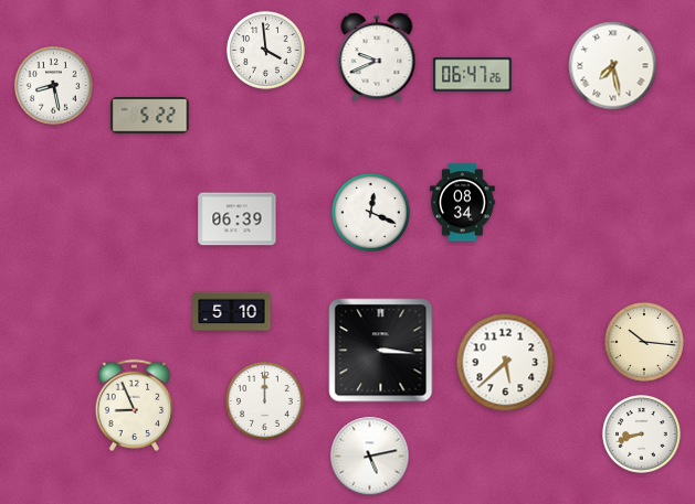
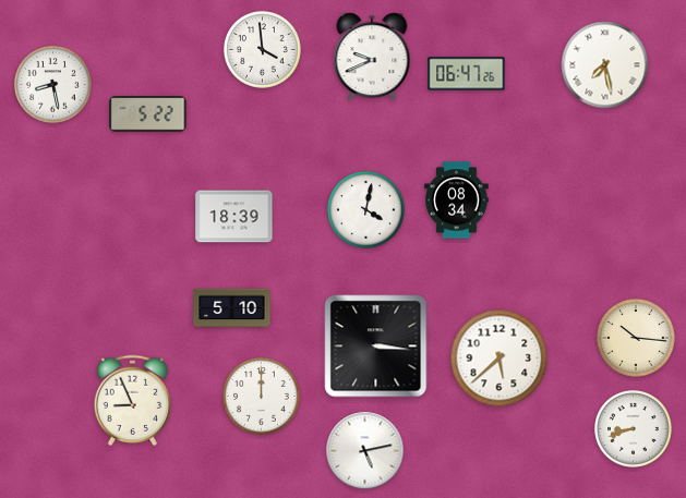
clock at (371, 213): 12:19 -> 4:02
clock at (238, 219): 06:39 -> 18:39
clock at (232, 312) position: (232, 312) -> (232, 308)
